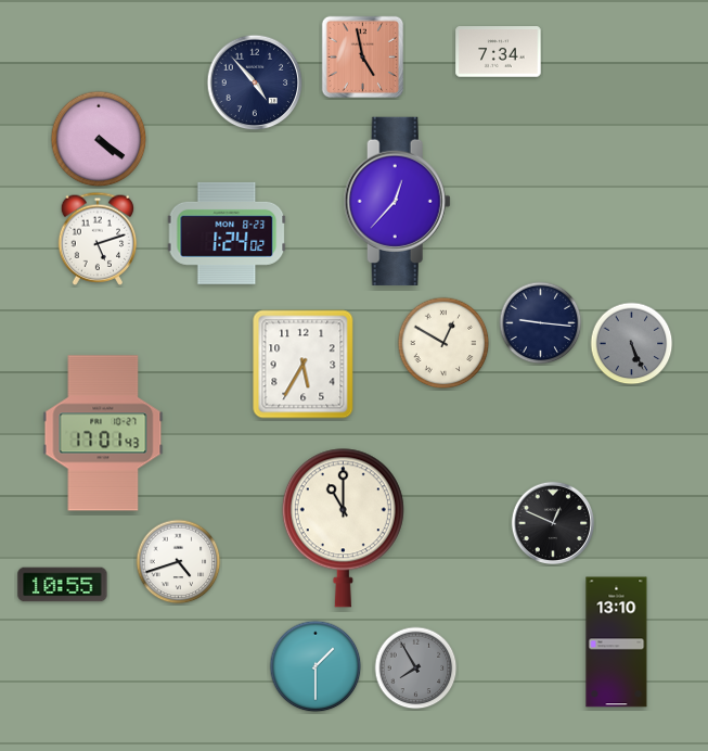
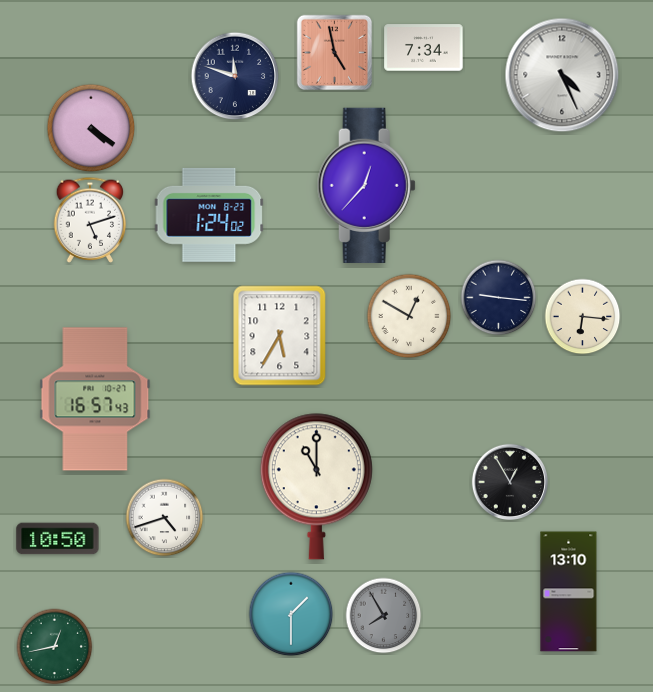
clock at (499, 52) position: (499, 52) -> (424, 48)
clock at (562, 75): none -> 4:26
clock at (255, 82): 4:53 -> 11:48
clock at (632, 344): 5:26 -> 6:16
clock at (632, 344) dial: grey -> cream
clock at (103, 433): 17:01 -> 16:57
clock at (552, 522): 12:49 -> 12:55
clock at (63, 585): 10:55 -> 10:50
clock at (55, 647): none -> 12:43
